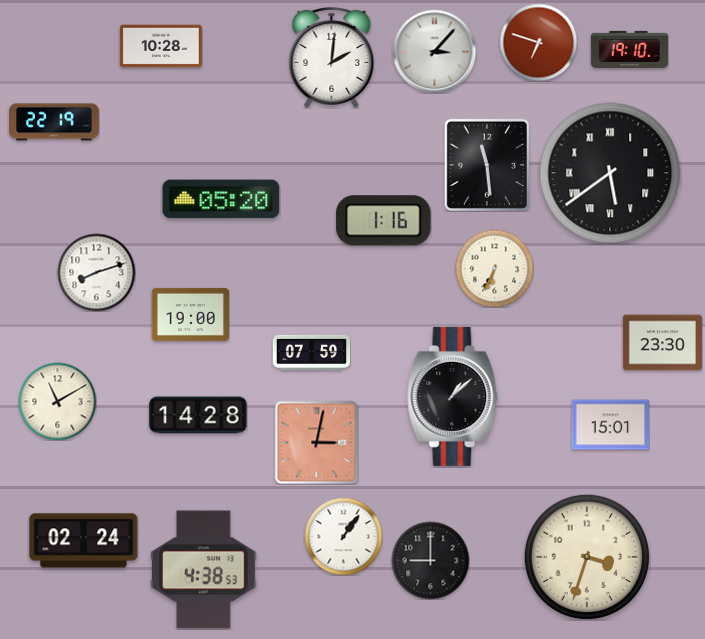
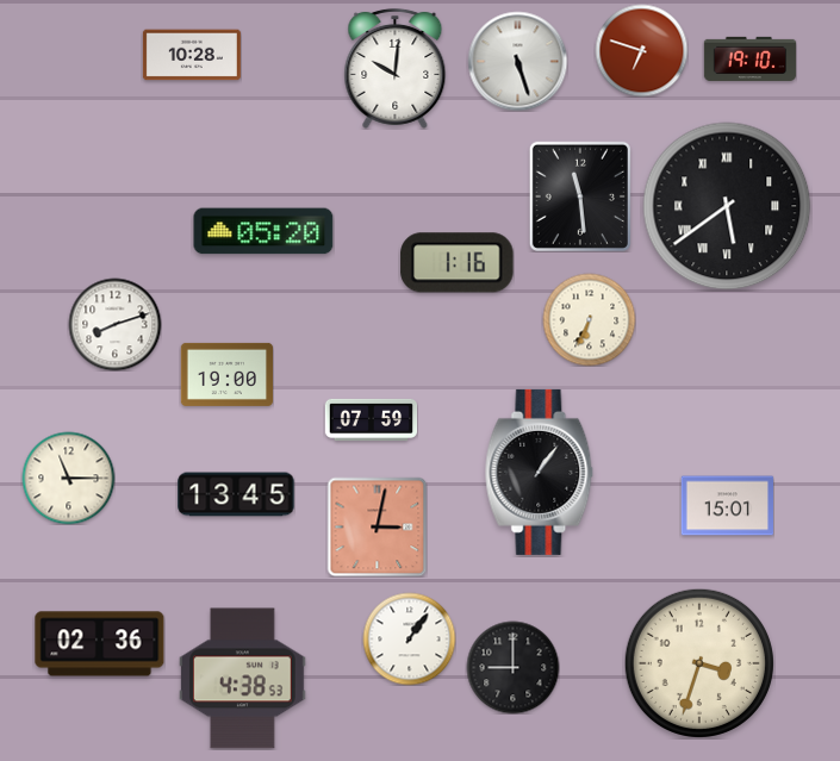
clock at (434, 51): 3:07 -> 5:27
clock at (332, 57): 2:01 -> 10:01
clock at (54, 122): 22:19 -> none
clock at (221, 199) position: (221, 199) -> (263, 231)
clock at (662, 343): 23:30 -> none
clock at (453, 396): 1:08 -> 1:06
clock at (57, 401): 11:10 -> 11:15
clock at (198, 415): 14:28 -> 13:45
clock at (84, 541): 02:24 -> 02:36
